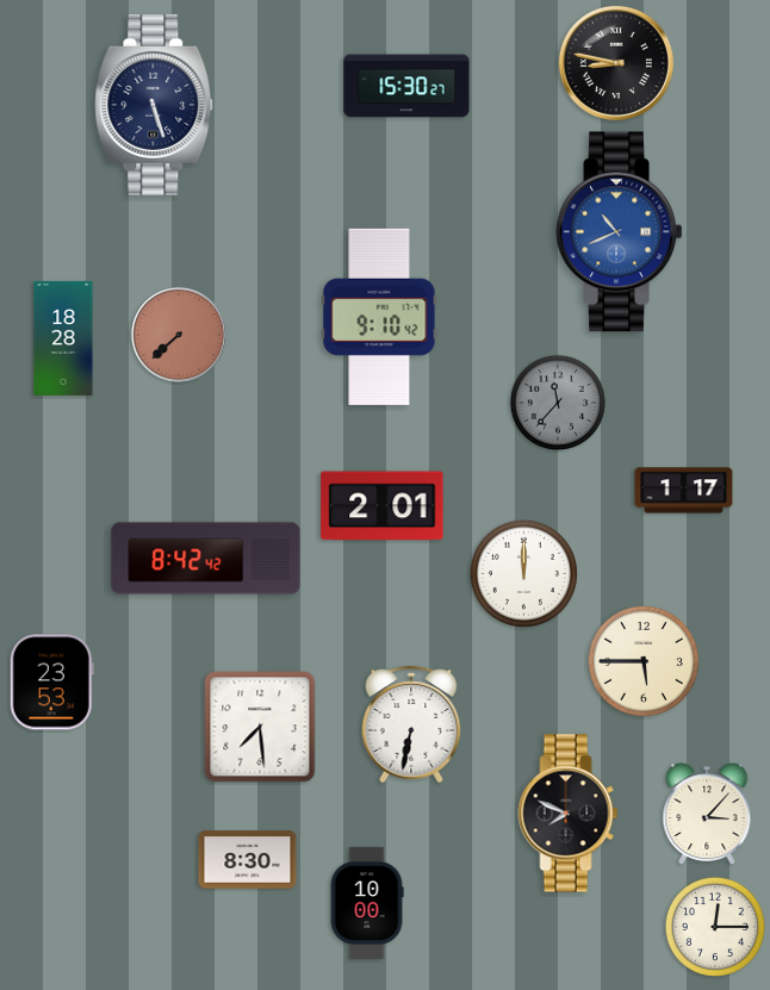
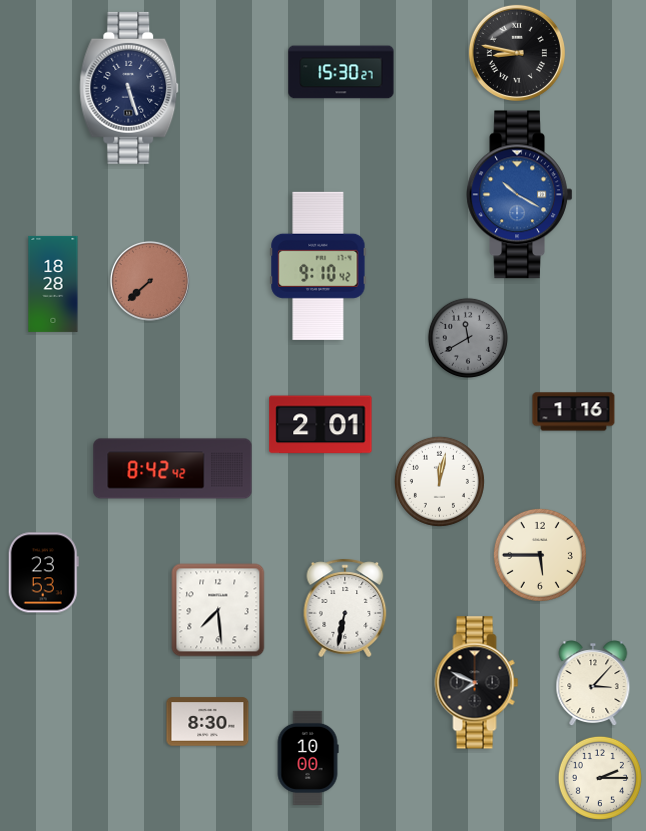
clock at (620, 232): 10:41 -> 10:20
clock at (558, 403): 11:37 -> 11:40
clock at (684, 491): 1:17 -> 1:16
clock at (523, 573): 12:00 -> 12:02
clock at (715, 927): 12:15 -> 2:15
